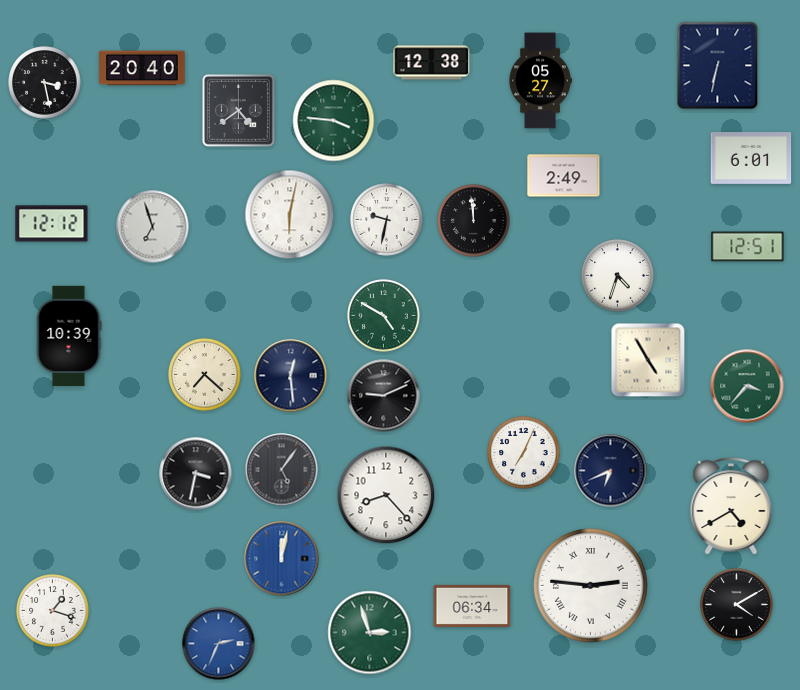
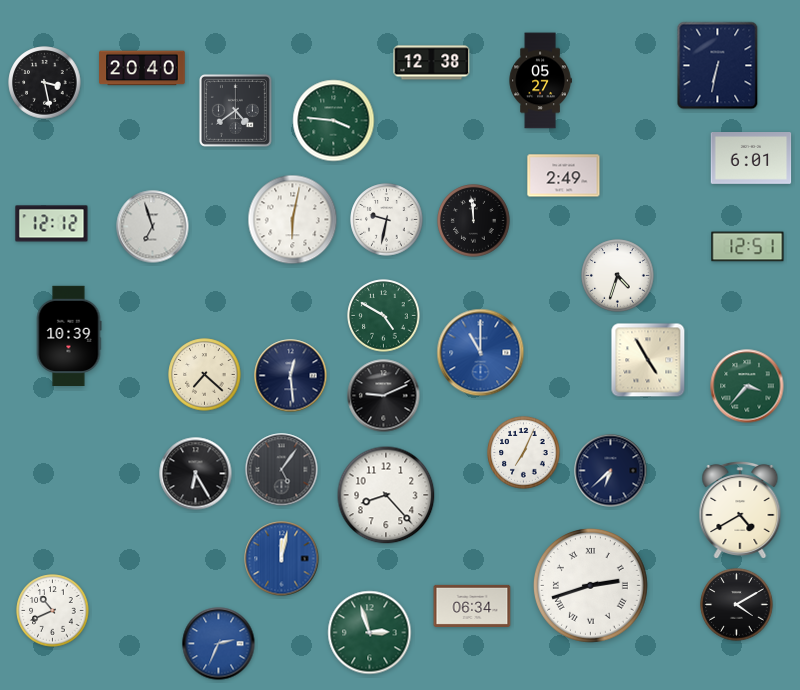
clock at (238, 110) position: (238, 110) -> (235, 110)
clock at (290, 215) position: (290, 215) -> (293, 220)
clock at (481, 353): none -> 11:00
clock at (611, 471): 6:41 -> 6:38
clock at (196, 474): 3:32 -> 6:25
clock at (731, 506) position: (731, 506) -> (740, 510)
clock at (590, 585): 2:46 -> 2:42
clock at (53, 611): 1:18 -> 10:41
